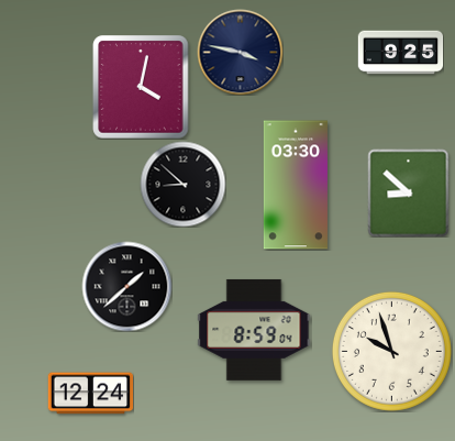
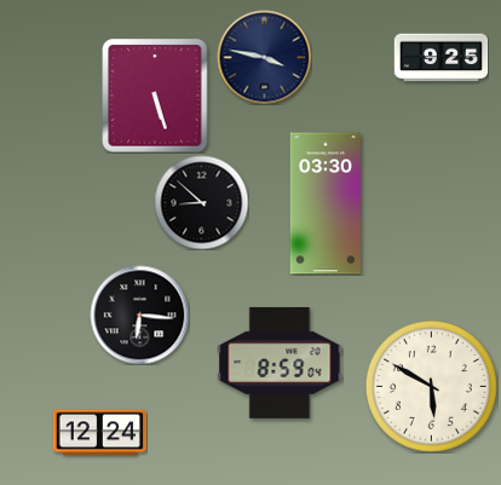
clock at (141, 87): 4:02 -> 5:27
clock at (409, 192): 8:52 -> none
clock at (126, 286): 1:38 -> 6:16
clock at (391, 351): 9:57 -> 5:50
